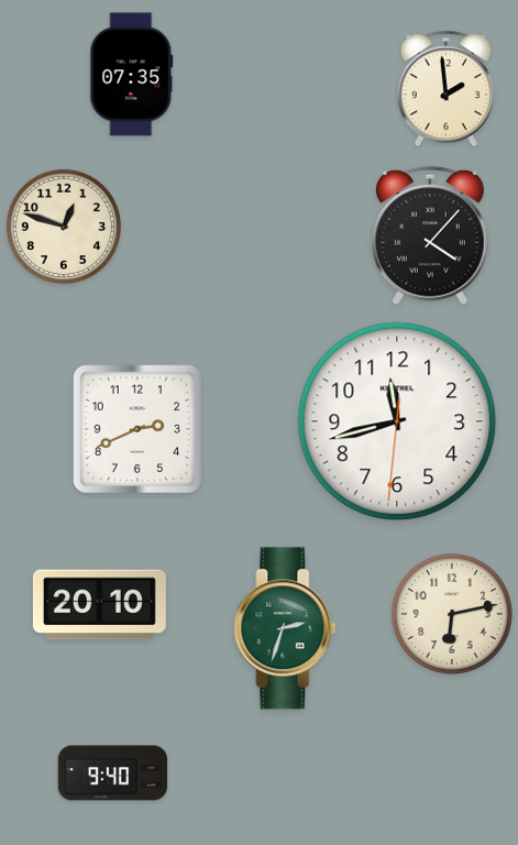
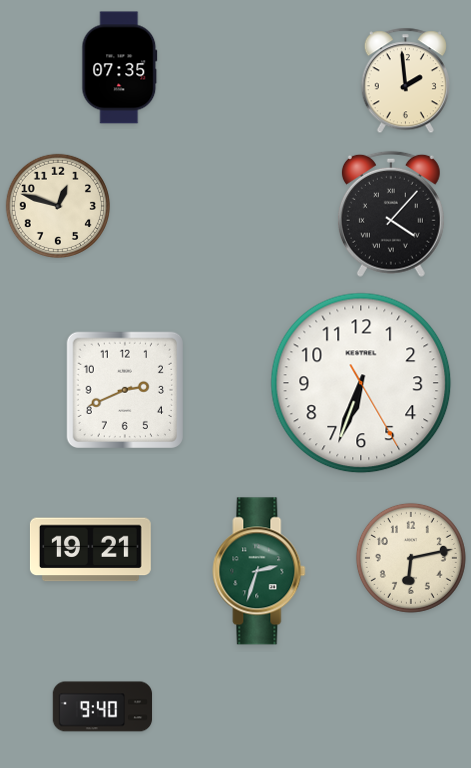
clock at (397, 421): 11:42 -> 6:33
clock at (99, 605): 20:10 -> 19:21
clock at (113, 773) position: (113, 773) -> (103, 707)
